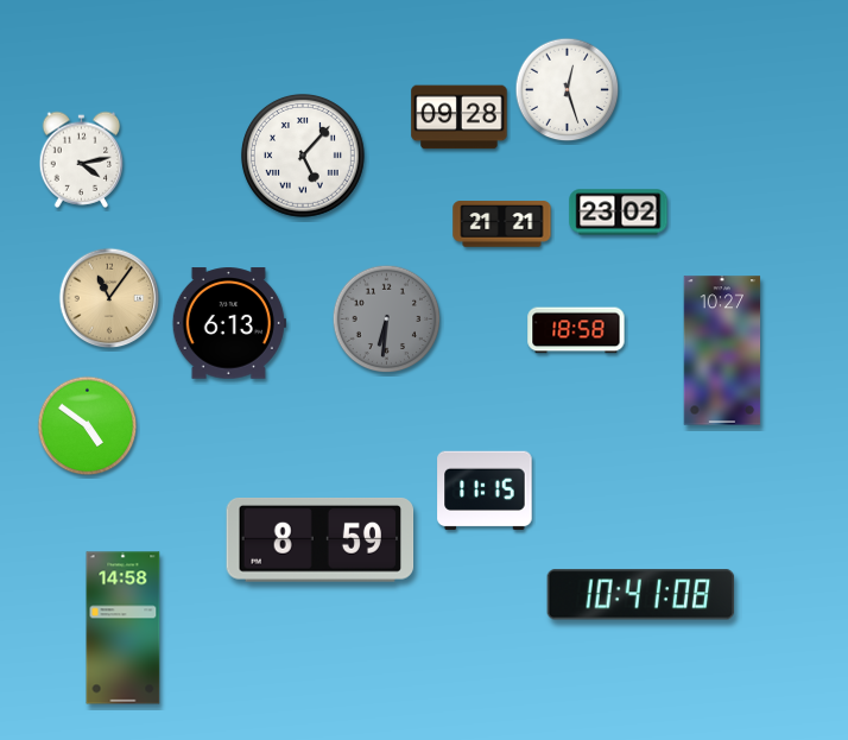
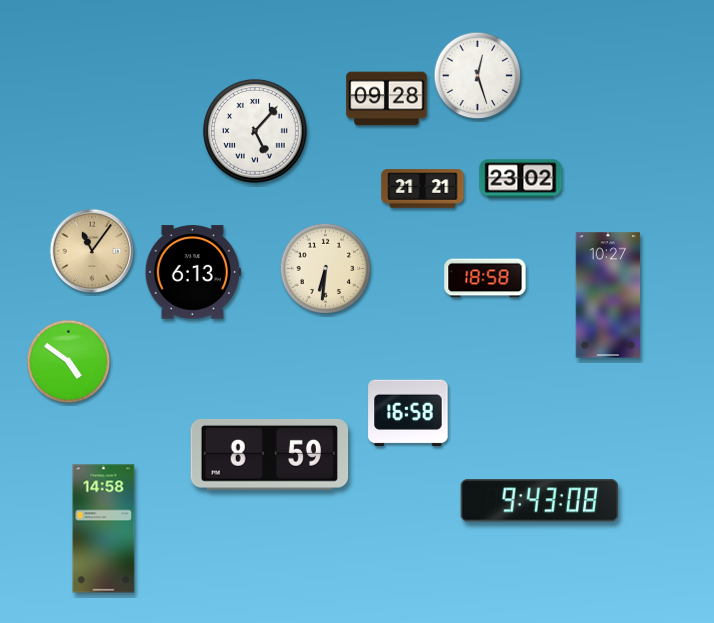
clock at (82, 159): 4:13 -> none
clock at (387, 320) dial: grey -> cream
clock at (88, 426) position: (88, 426) -> (69, 362)
clock at (485, 491): 11:15 -> 16:58
clock at (641, 595): 10:41 -> 9:43
